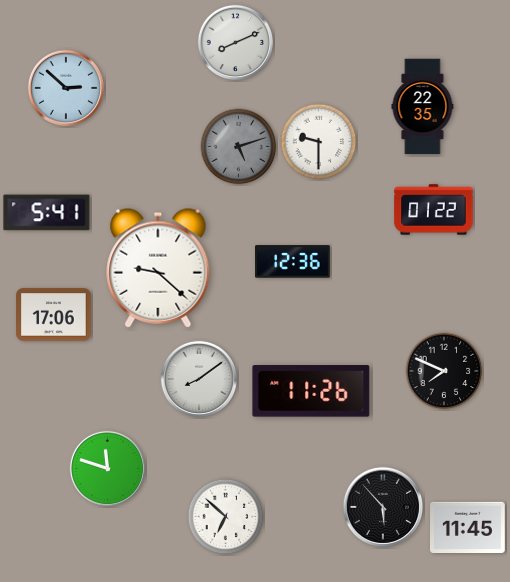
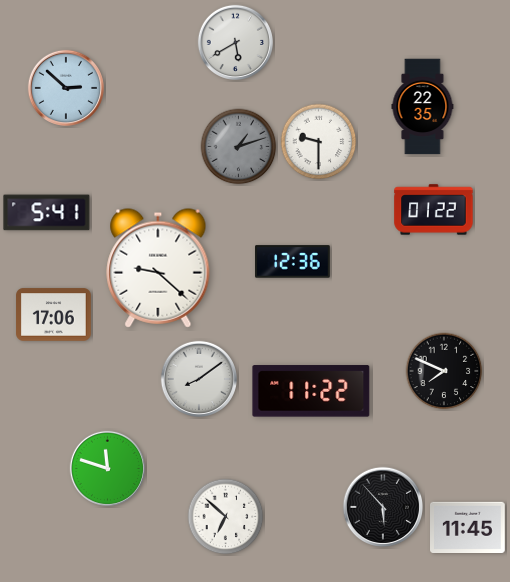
clock at (235, 42): 8:11 -> 5:40
clock at (239, 147): 5:12 -> 1:12
clock at (311, 391): 11:26 -> 11:22
